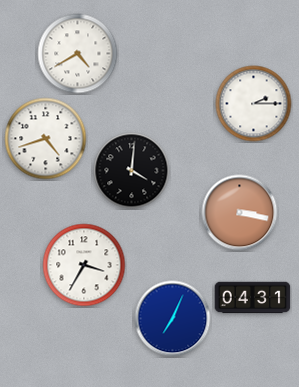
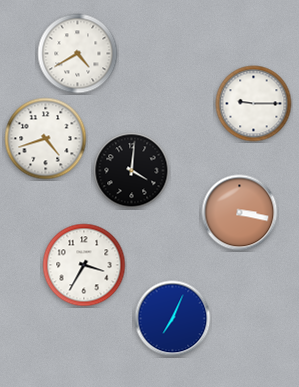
clock at (254, 104): 2:15 -> 9:15
clock at (253, 298): 04:31 -> none
